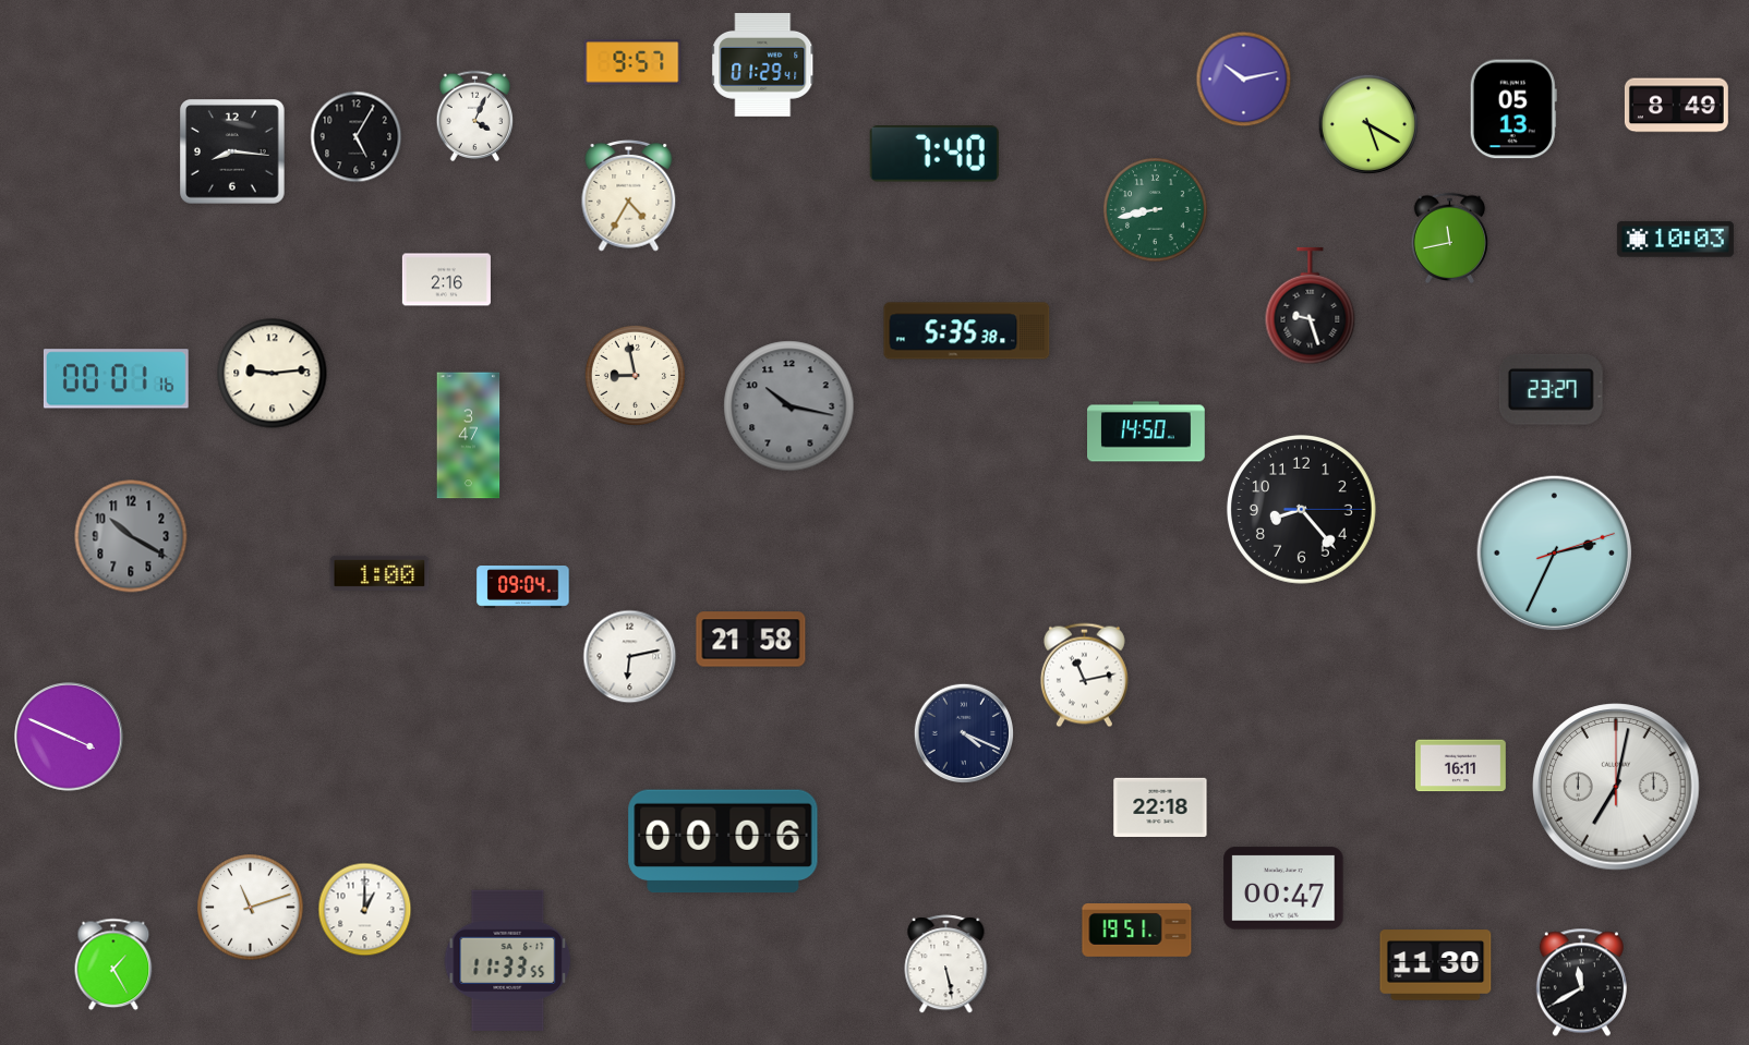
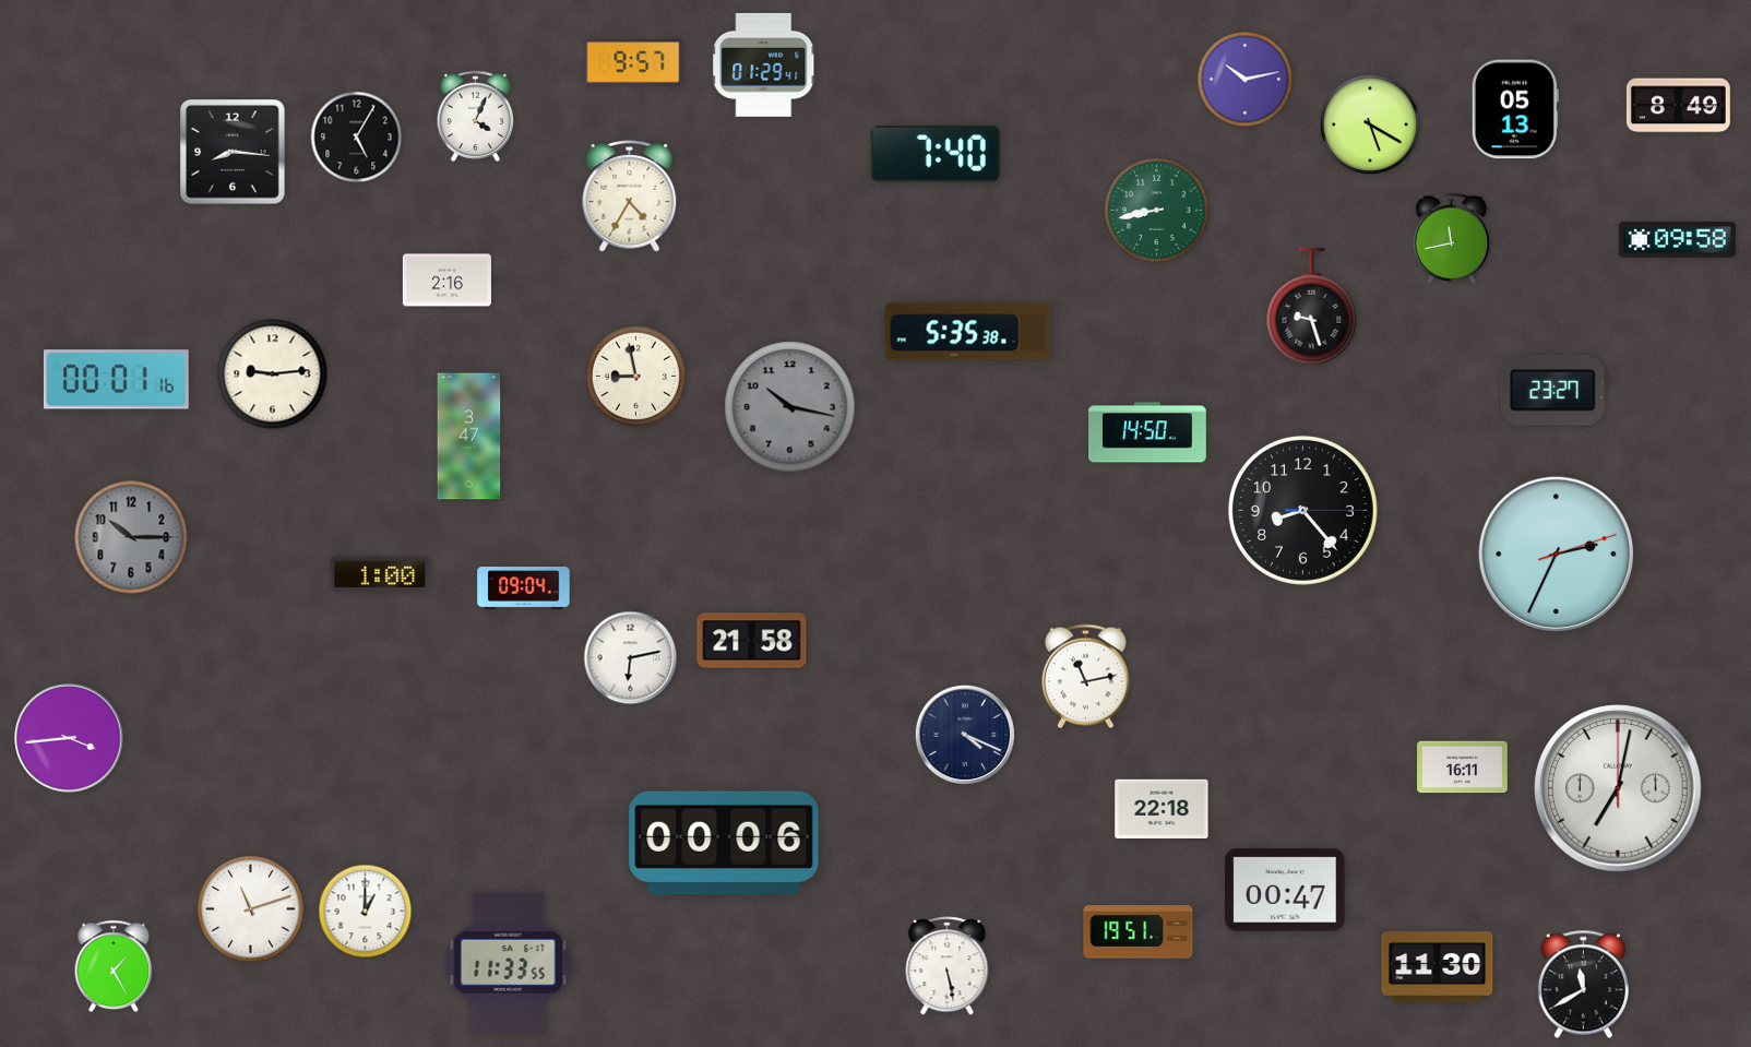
clock at (1675, 240): 10:03 -> 09:58
clock at (131, 536): 10:20 -> 10:15
clock at (69, 737): 3:49 -> 3:44
